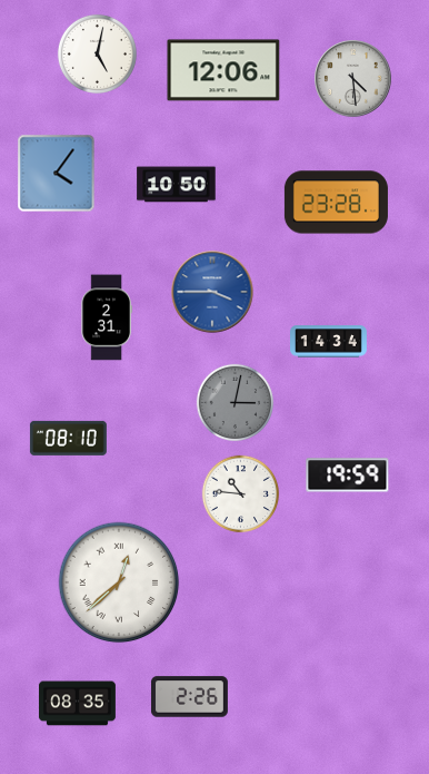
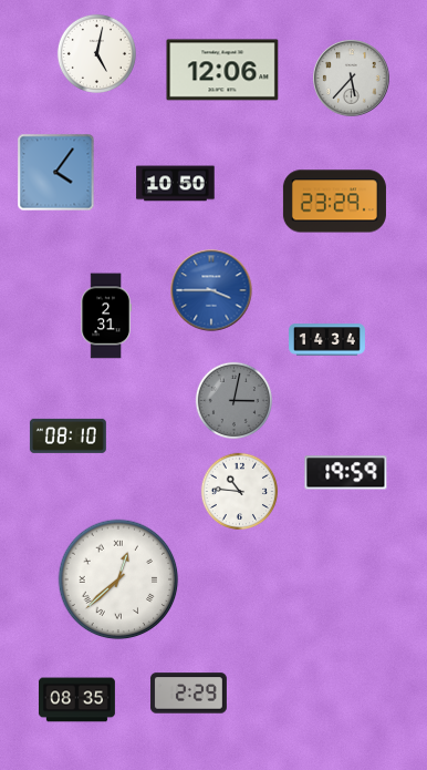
clock at (353, 79): 4:29 -> 5:37
clock at (336, 203): 23:28 -> 23:29
clock at (189, 697): 2:26 -> 2:29
